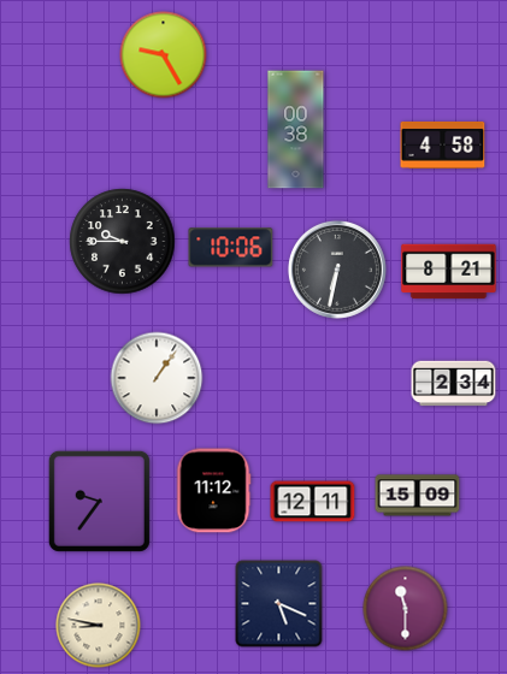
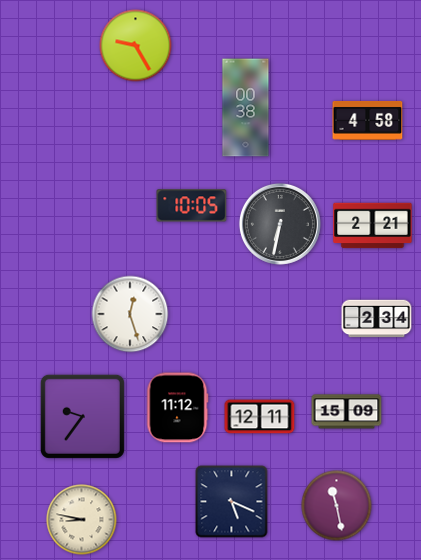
clock at (123, 242): 9:45 -> none
clock at (231, 248): 10:06 -> 10:05
clock at (449, 272): 8:21 -> 2:21
clock at (157, 378): 1:06 -> 12:27
clock at (406, 609): 11:30 -> 11:28
